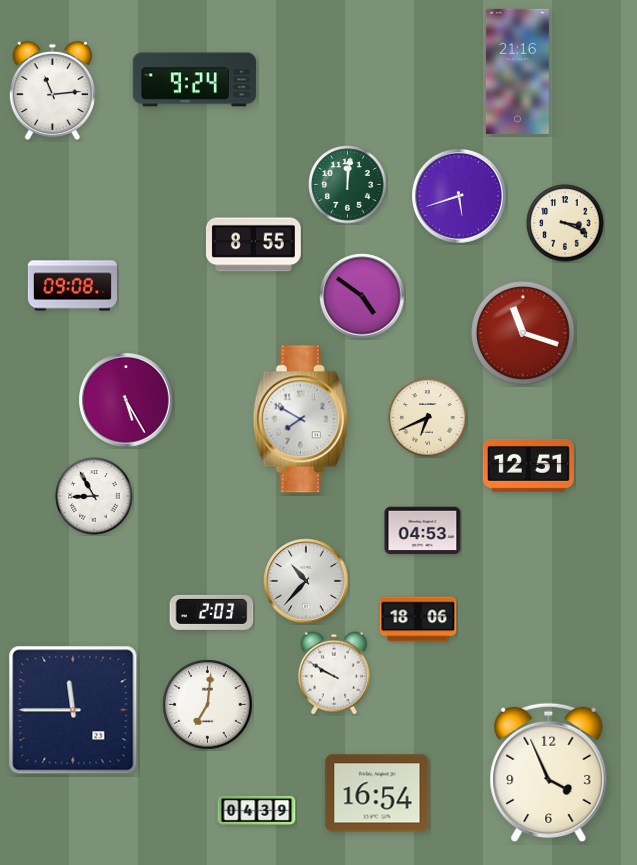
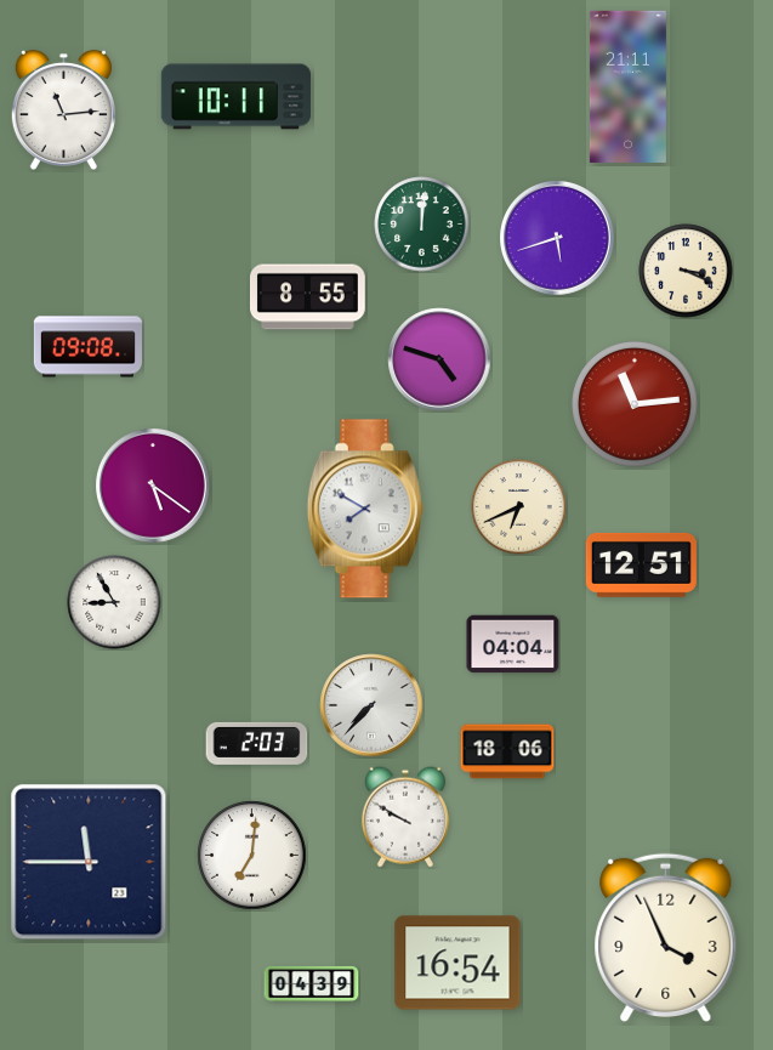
clock at (517, 71): 21:16 -> 21:11
clock at (195, 80): 9:24 -> 10:11
clock at (362, 296): 4:51 -> 4:48
clock at (524, 334): 11:18 -> 11:14
clock at (127, 401): 5:25 -> 5:21
clock at (423, 531): 04:53 -> 04:04
clock at (306, 581): 10:37 -> 7:37
